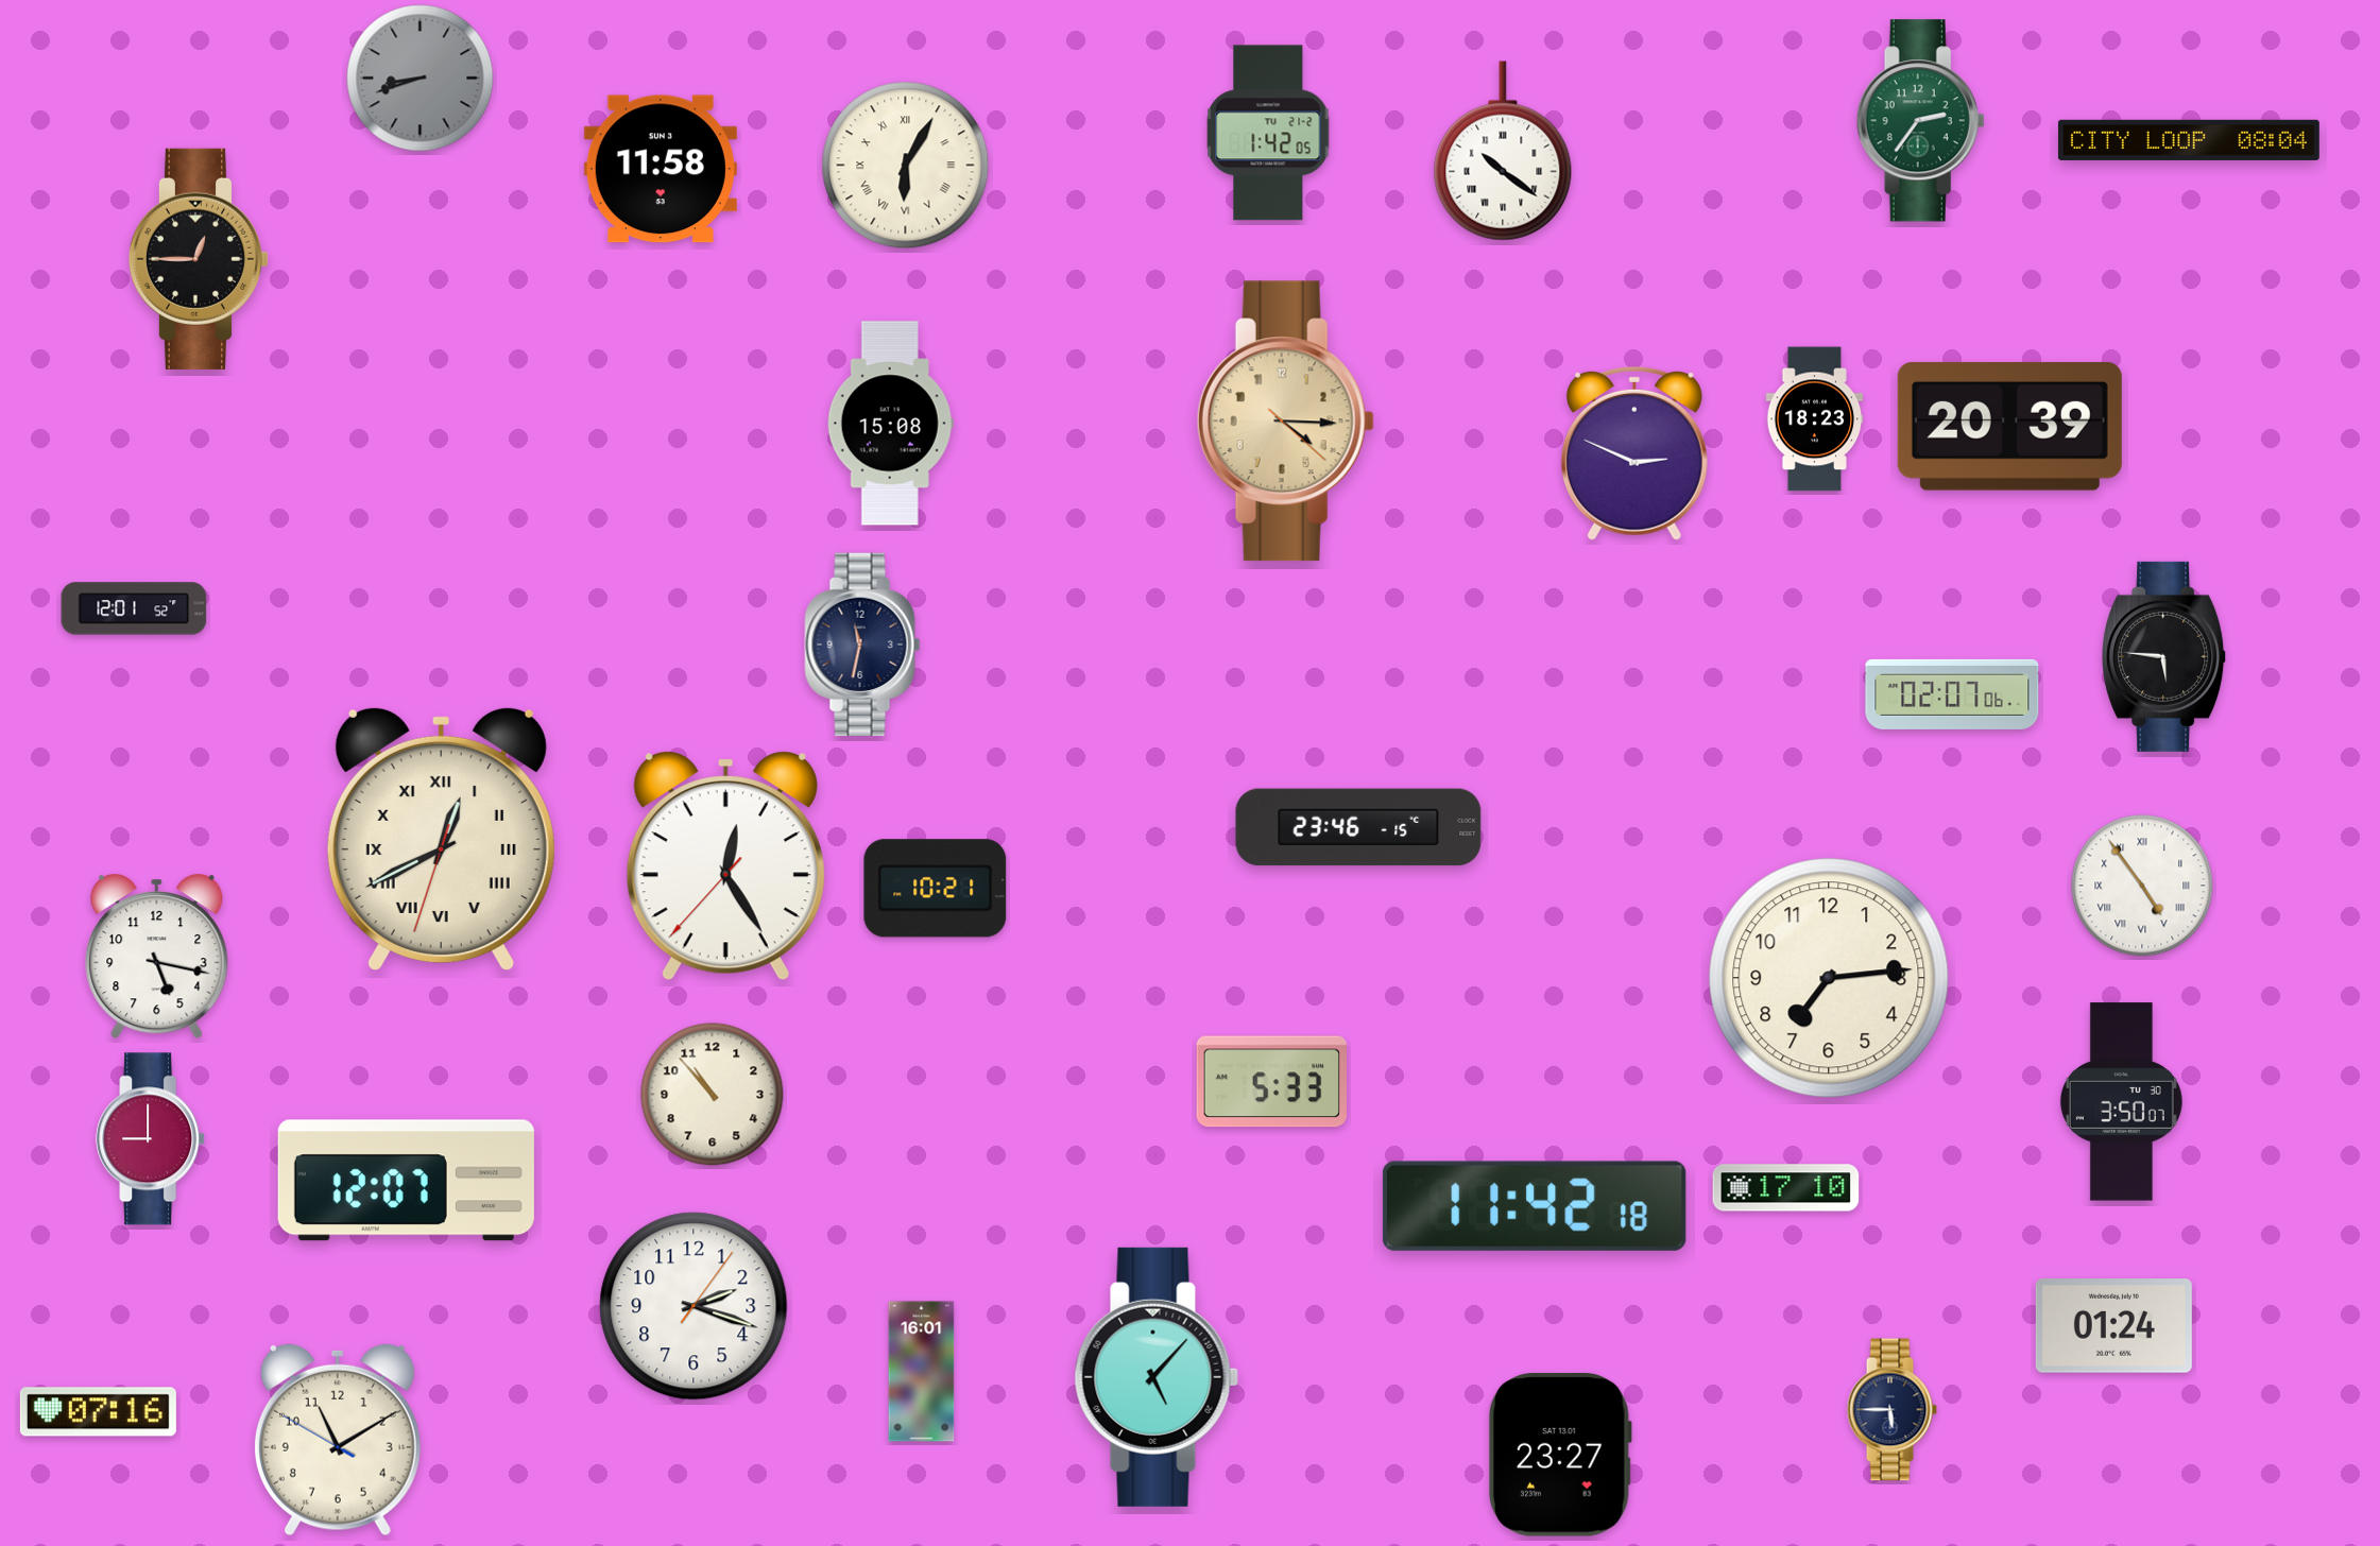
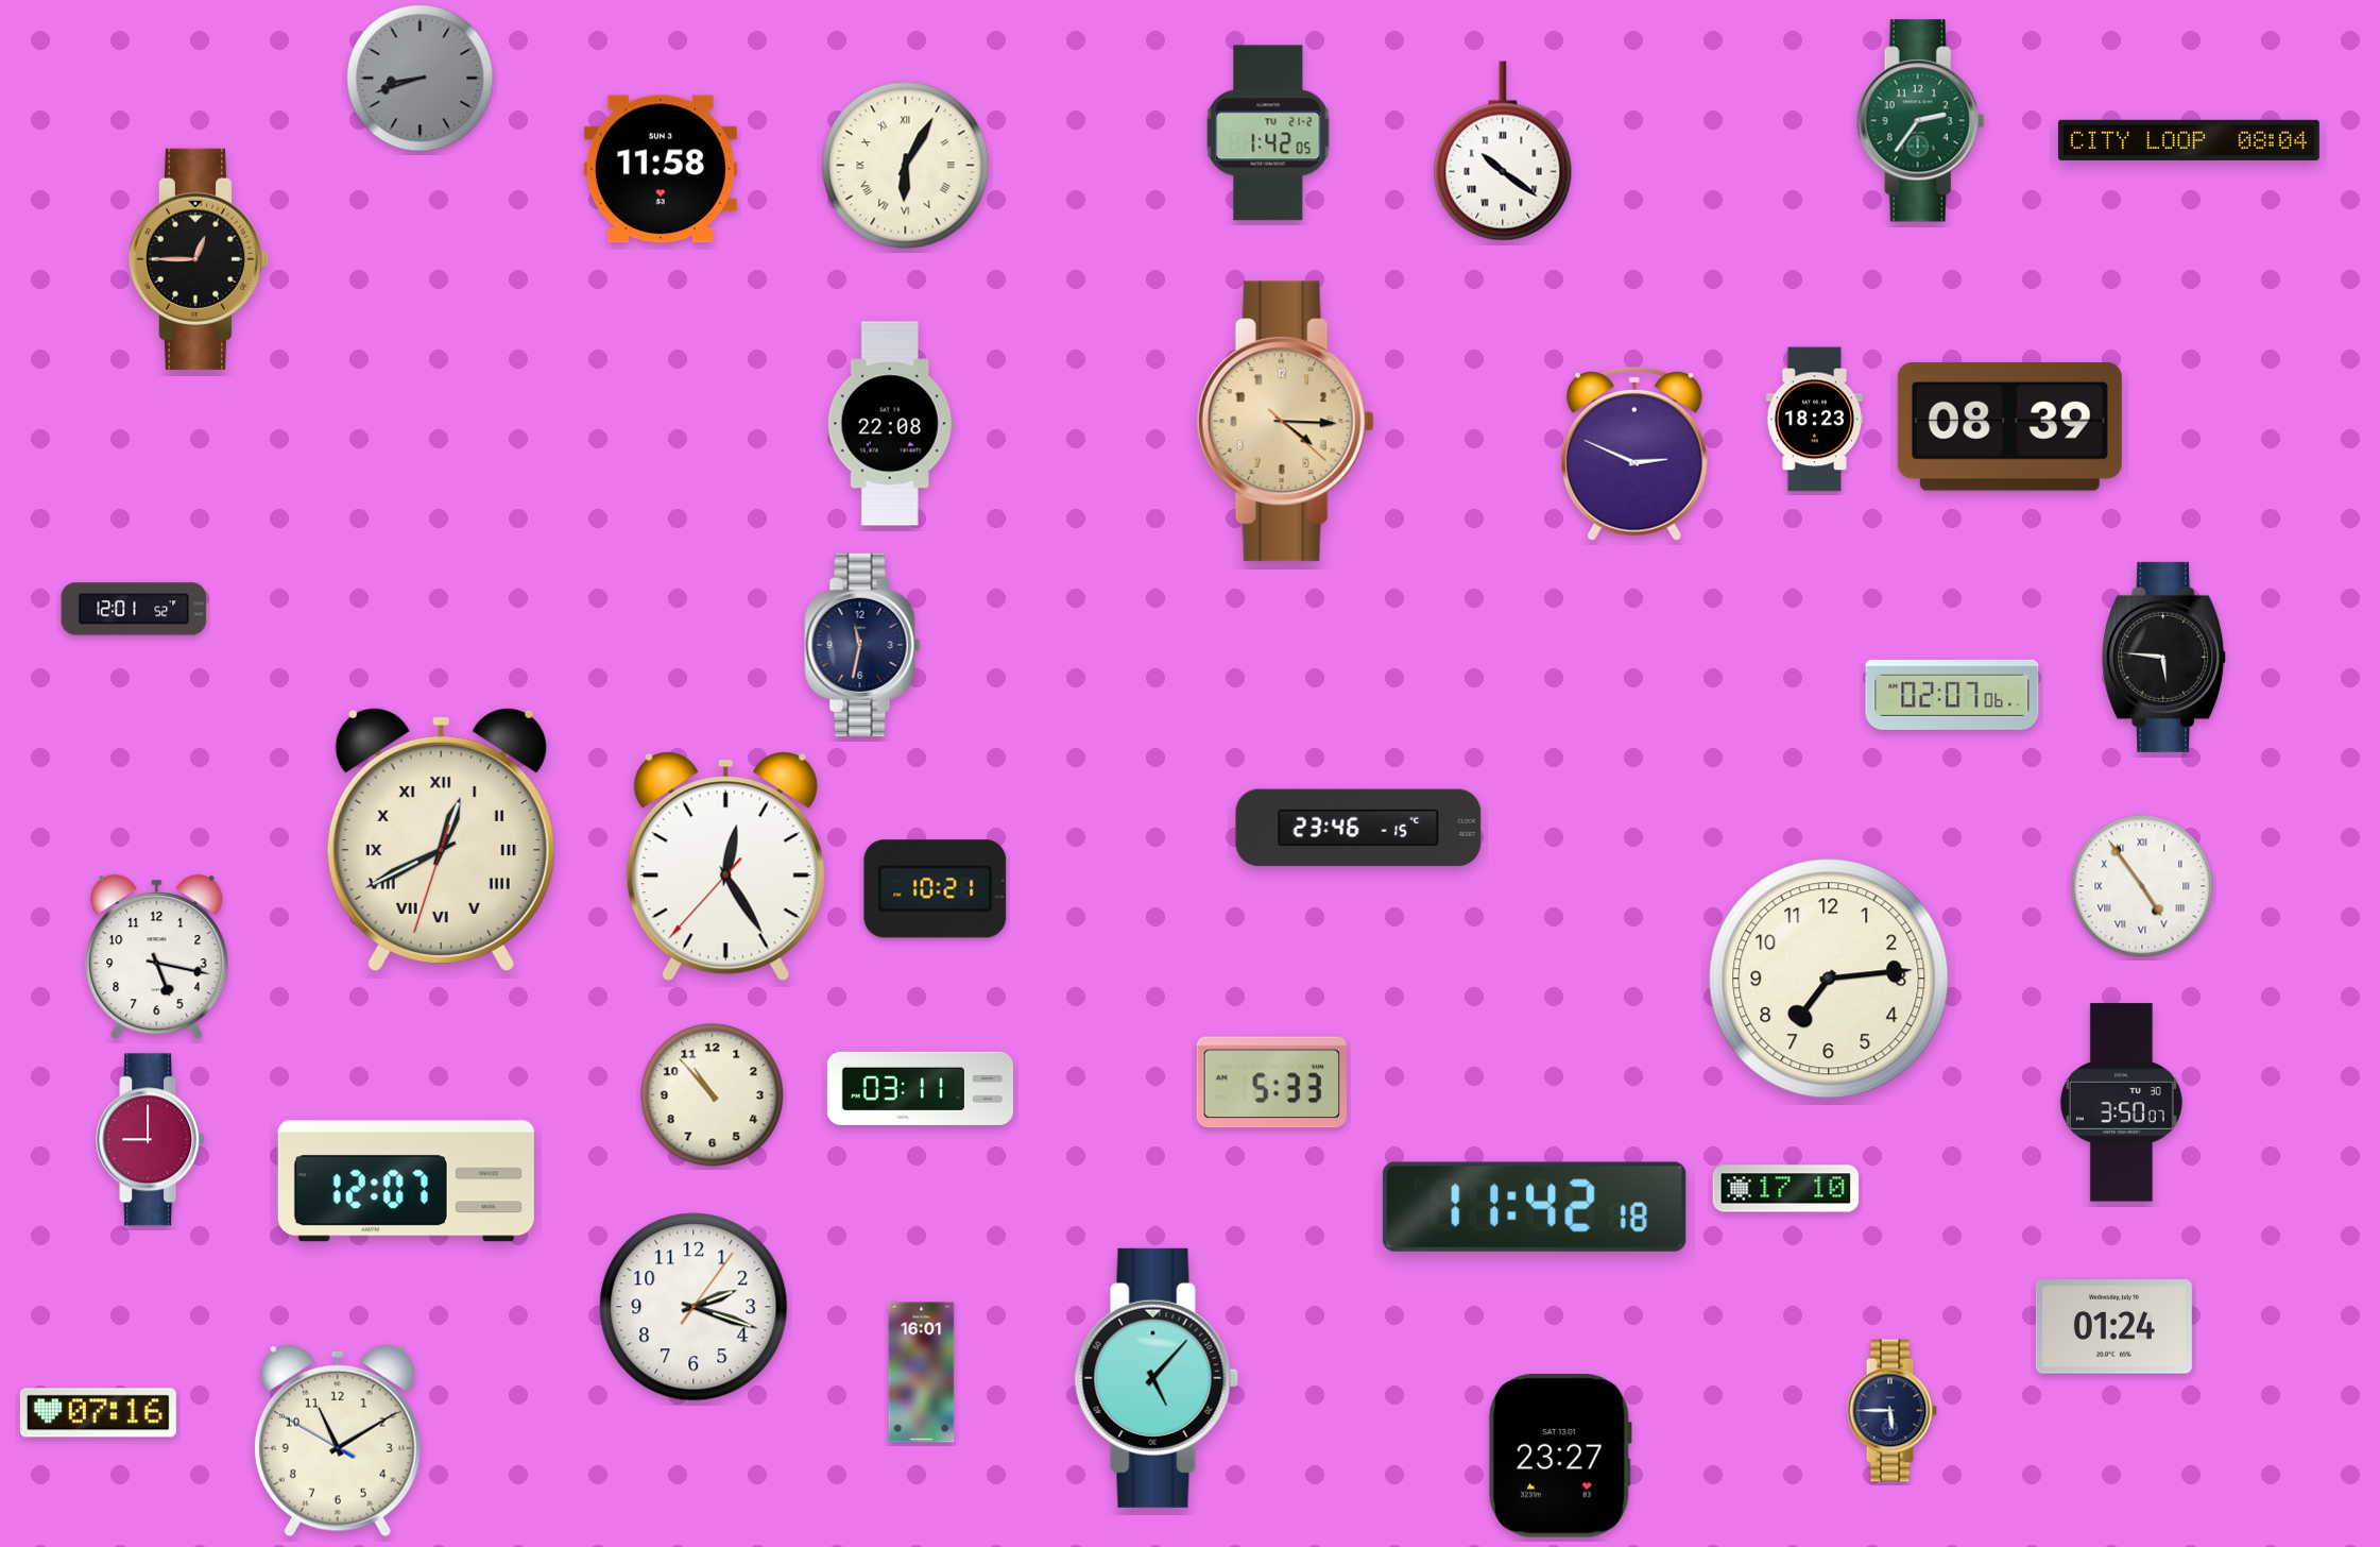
clock at (890, 424): 15:08 -> 22:08
clock at (2009, 426): 20:39 -> 08:39
clock at (920, 1088): none -> 03:11
